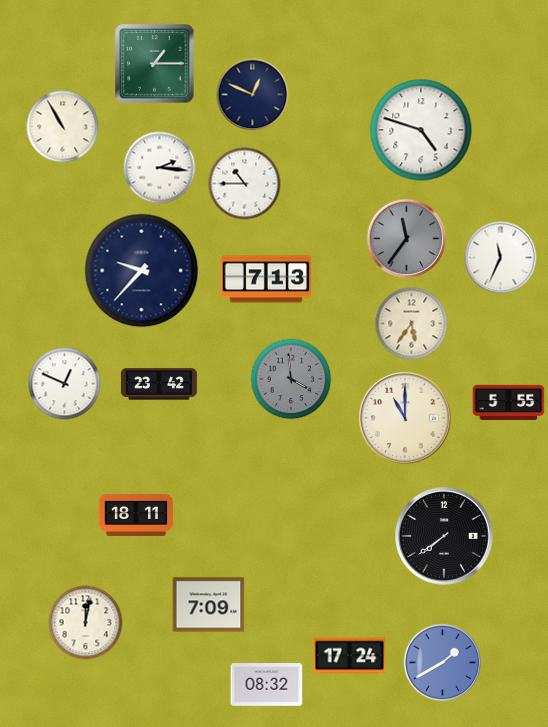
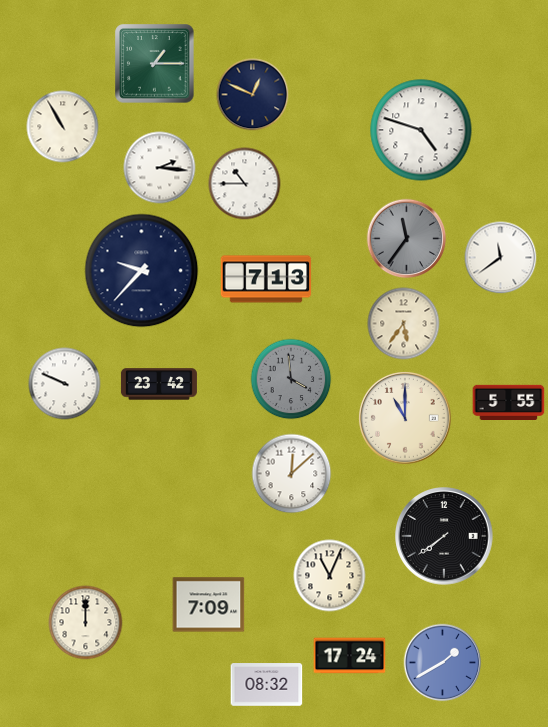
clock at (501, 258): 11:34 -> 11:39
clock at (412, 324) position: (412, 324) -> (404, 324)
clock at (65, 384): 12:49 -> 9:49
clock at (292, 474): none -> 12:08
clock at (136, 515): 18:11 -> none
clock at (330, 576): none -> 11:04
clock at (86, 623): 12:02 -> 12:00
